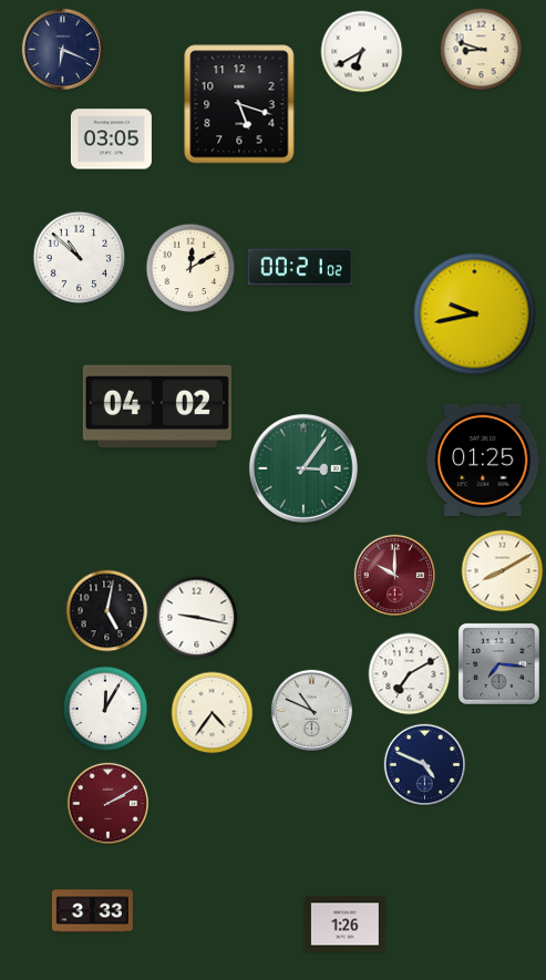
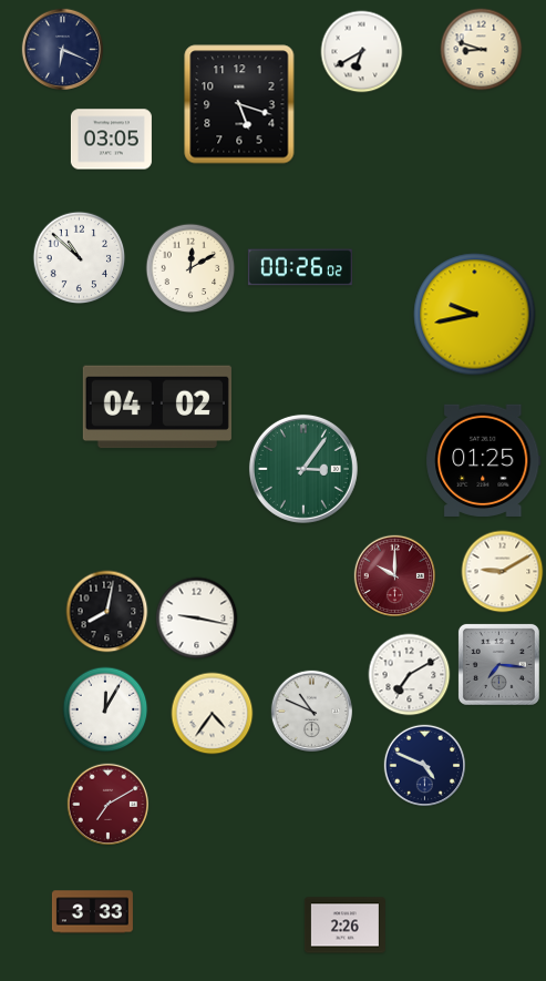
clock at (300, 267): 00:21 -> 00:26
clock at (503, 571): 8:10 -> 9:10
clock at (107, 611): 5:02 -> 8:02
clock at (107, 803): 2:10 -> 7:10
clock at (344, 925): 1:26 -> 2:26
